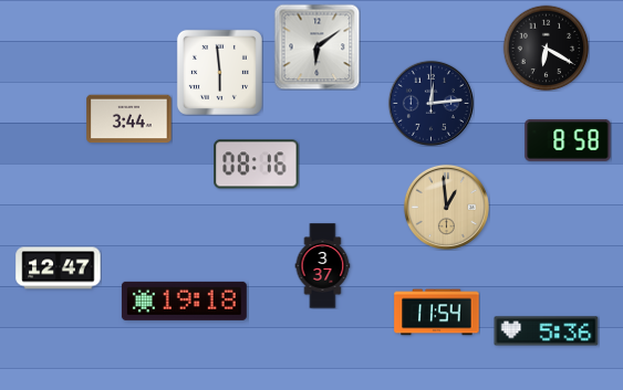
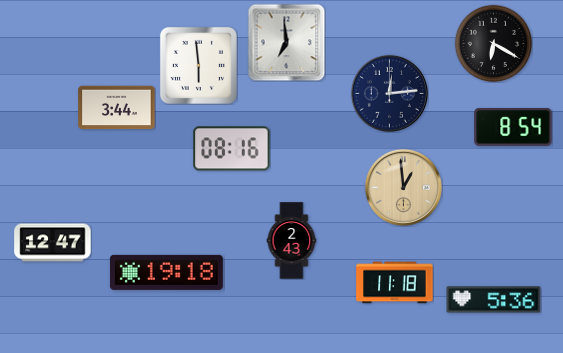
clock at (316, 46): 6:09 -> 6:59
clock at (568, 140): 8:58 -> 8:54
clock at (323, 266): 3:37 -> 2:43
clock at (437, 313): 11:54 -> 11:18
